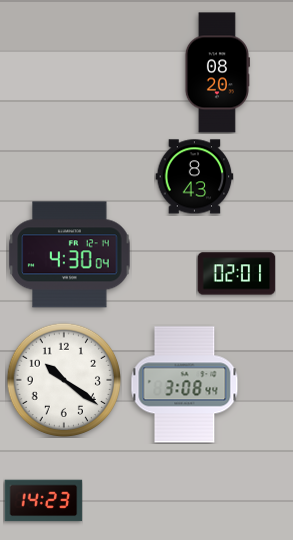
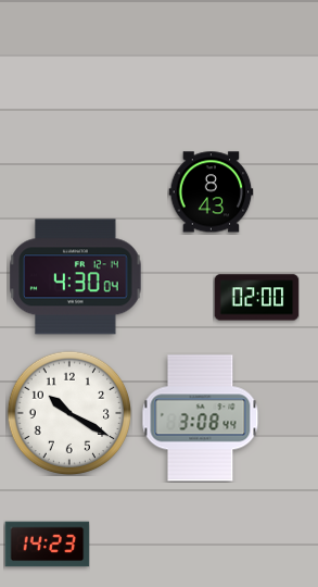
clock at (217, 73): 08:20 -> none
clock at (236, 274): 02:01 -> 02:00
clock at (64, 380): 10:21 -> 10:20
